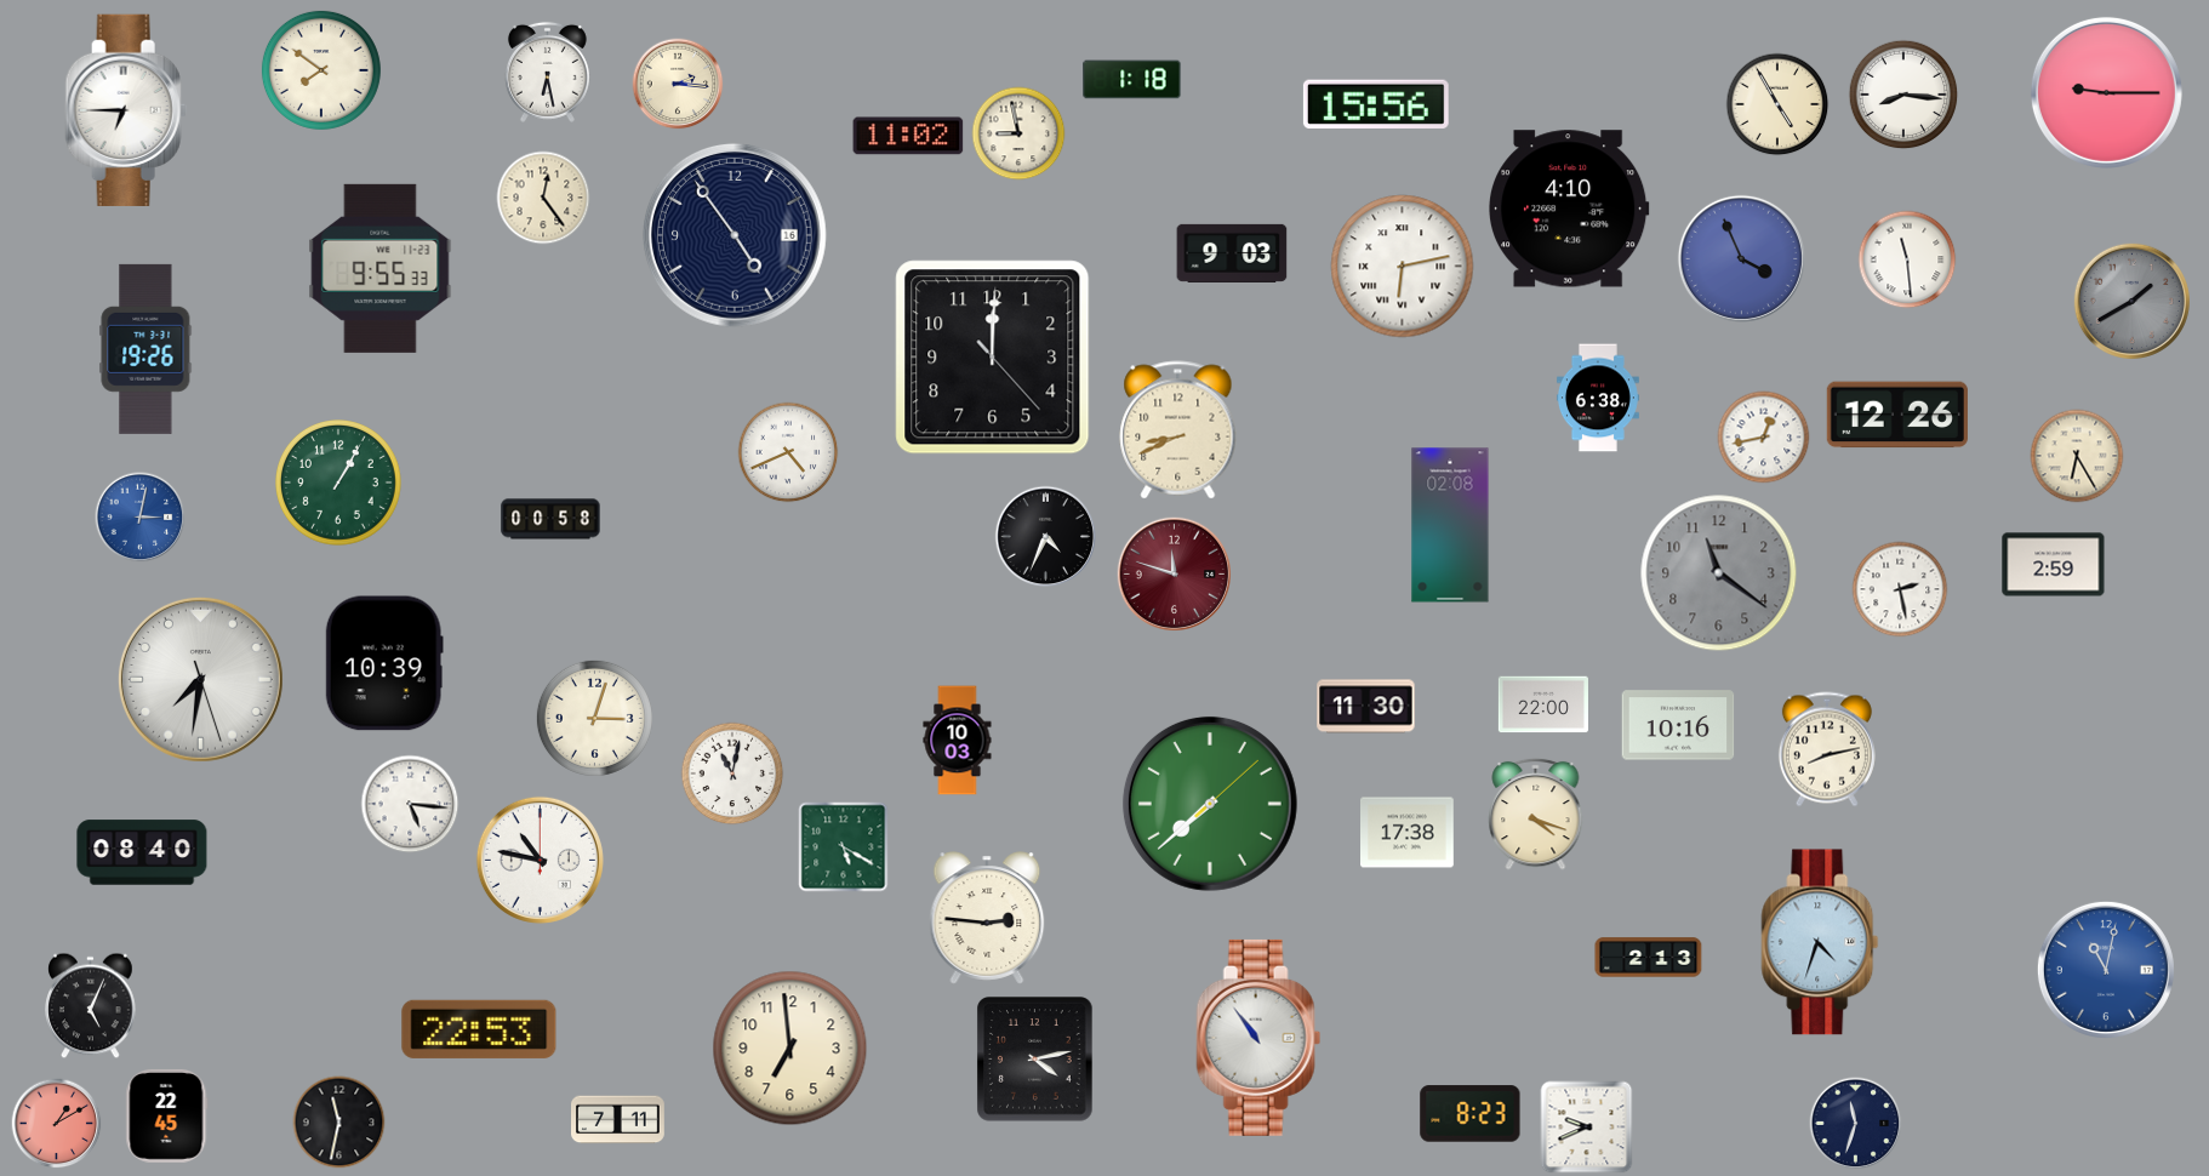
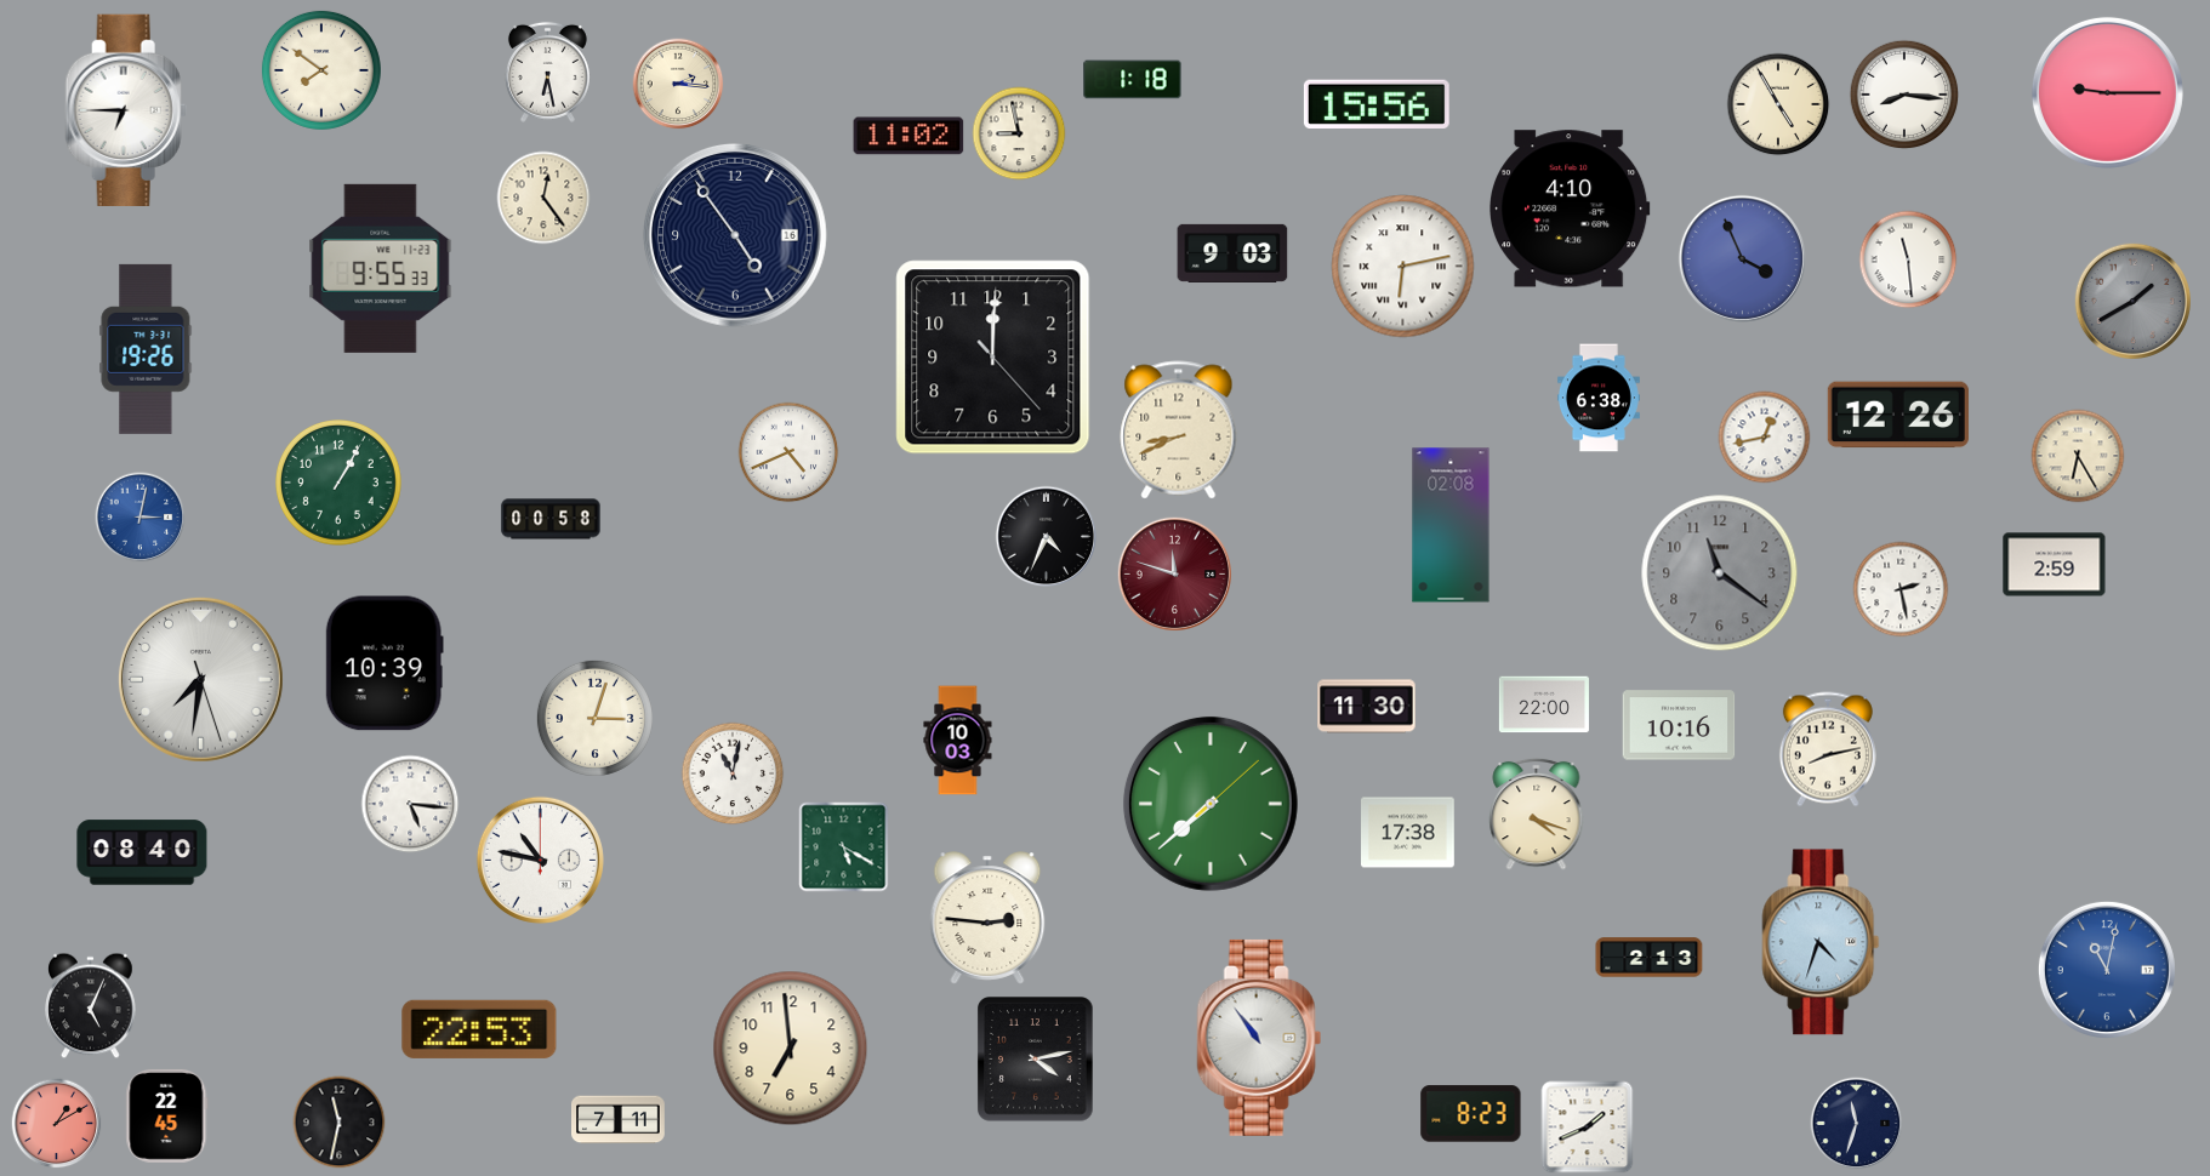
clock at (1587, 1128): 9:41 -> 1:41
